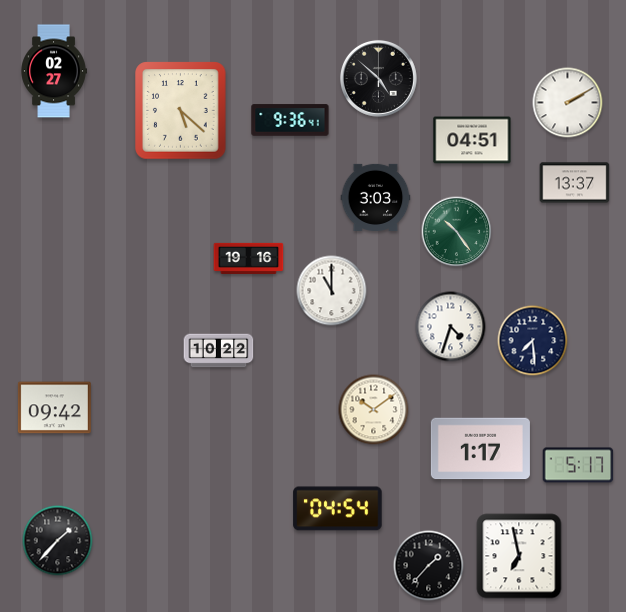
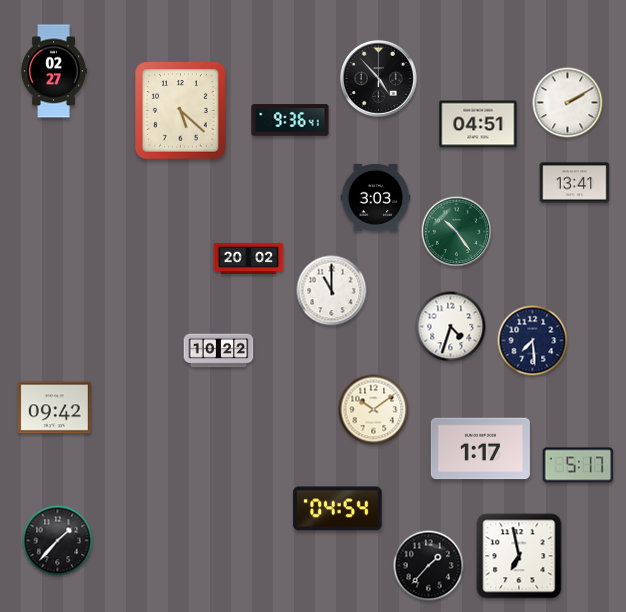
clock at (378, 78): 4:52 -> 4:53
clock at (472, 140) position: (472, 140) -> (478, 124)
clock at (575, 183): 13:37 -> 13:41
clock at (249, 258): 19:16 -> 20:02
